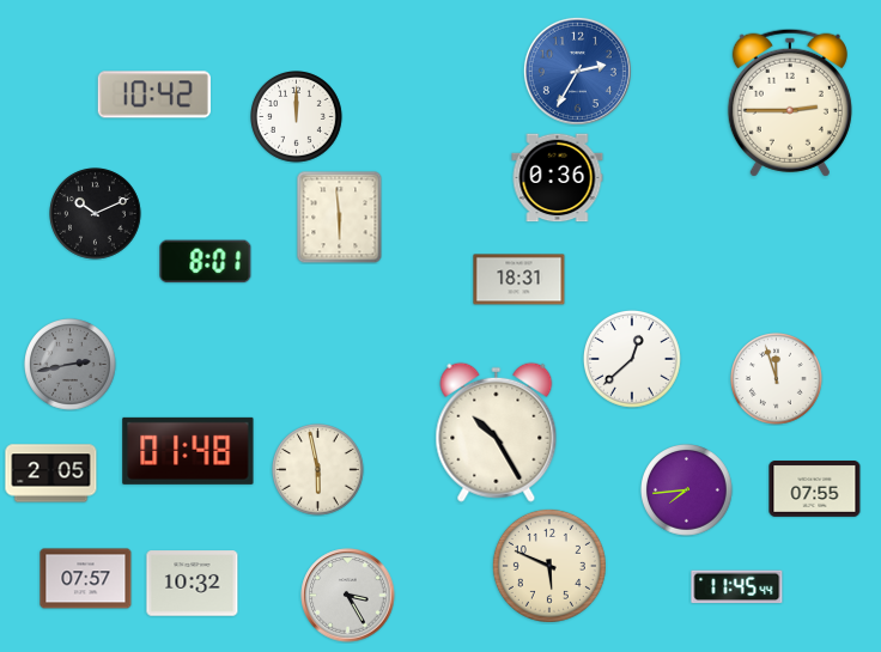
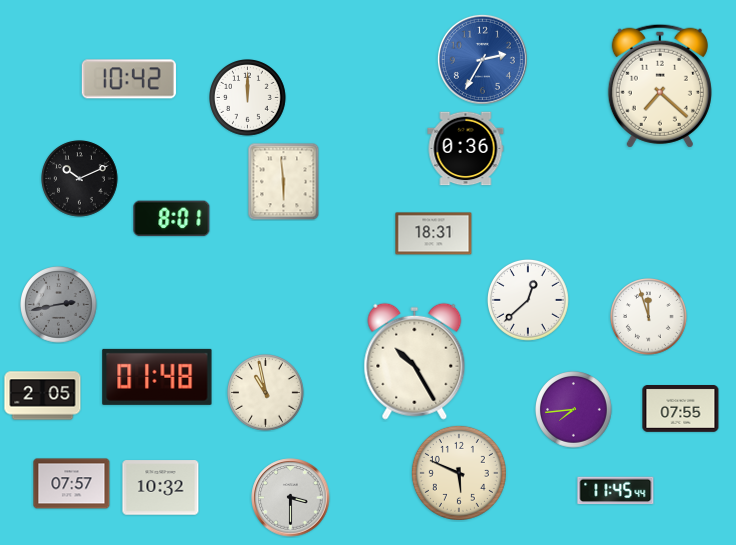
clock at (790, 103): 2:45 -> 7:22
clock at (318, 470): 5:58 -> 10:58
clock at (348, 596): 3:25 -> 3:30
